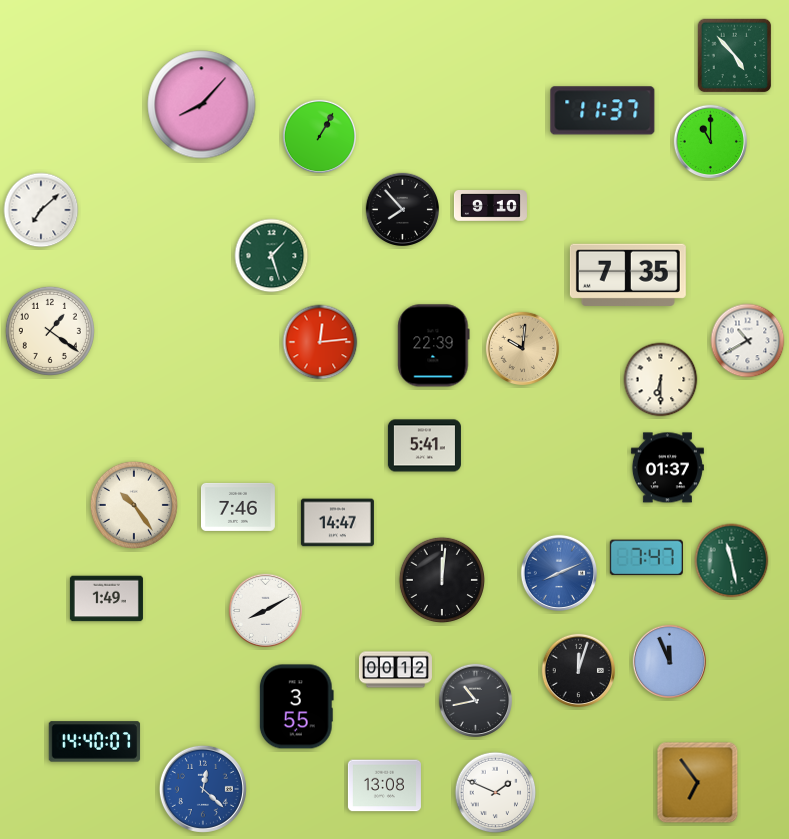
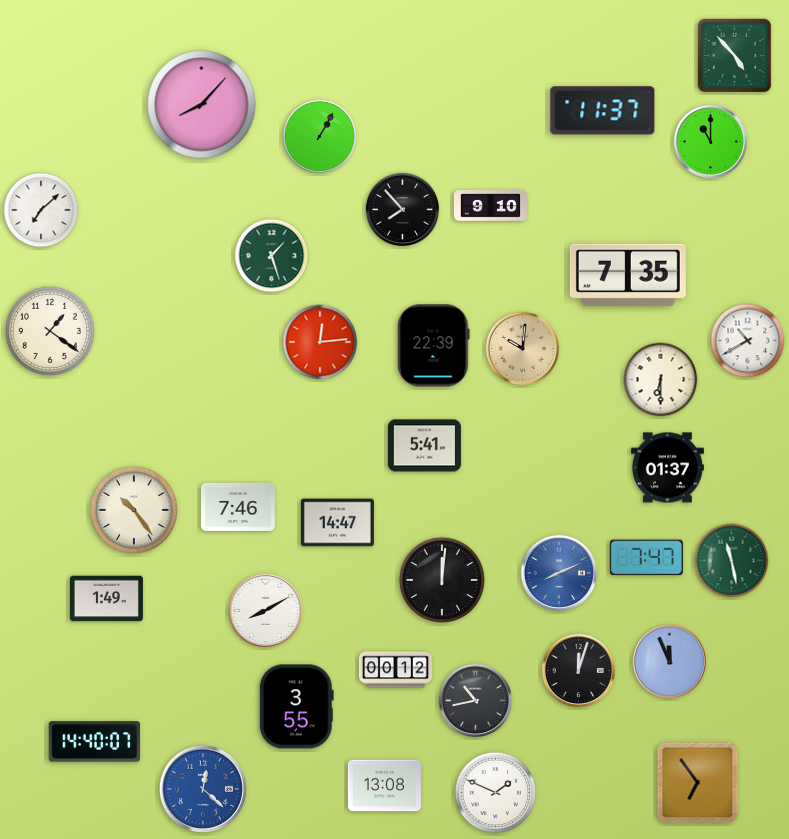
clock at (134, 505) position: (134, 505) -> (134, 510)
